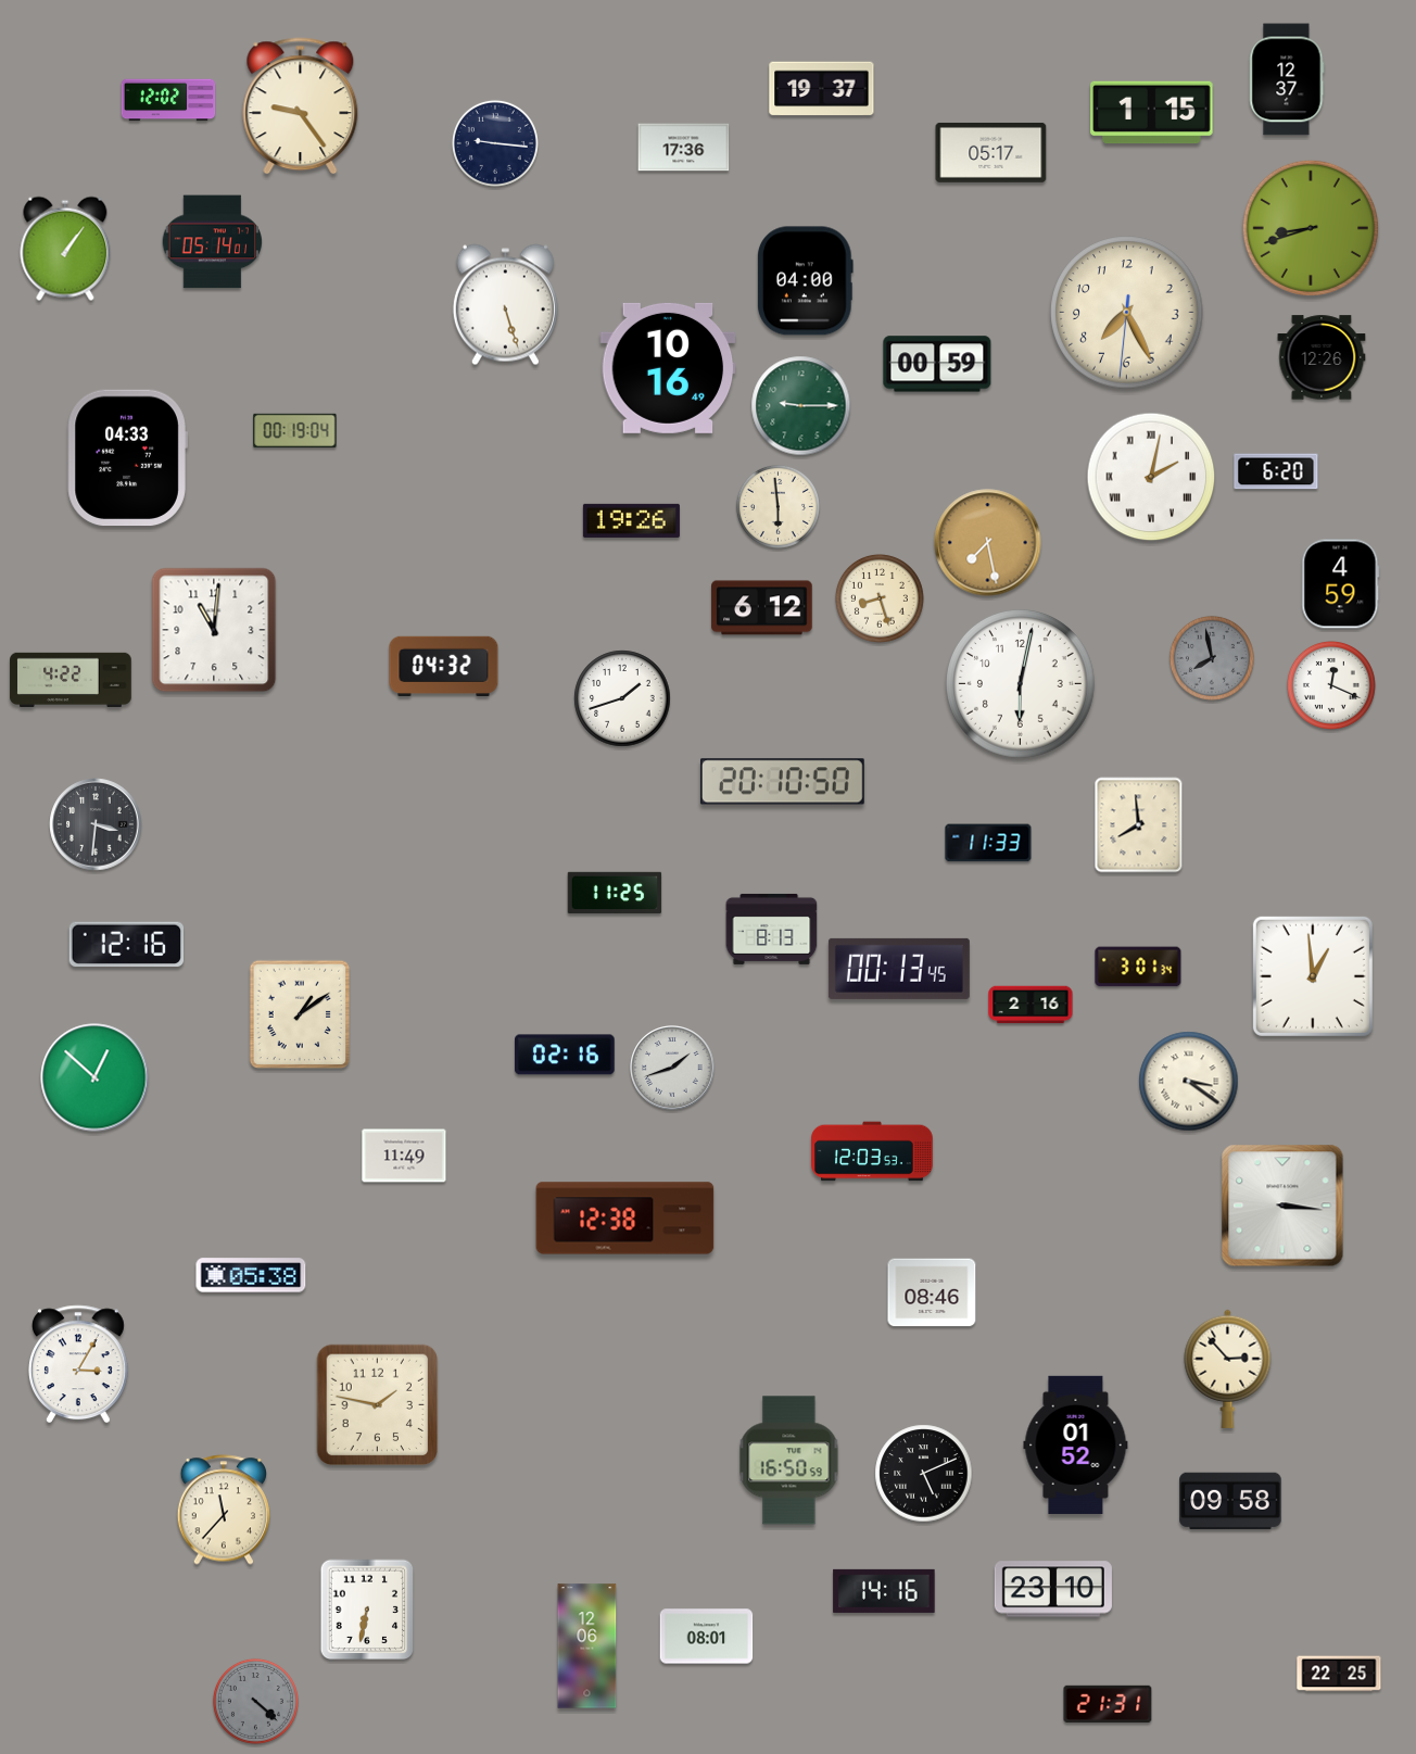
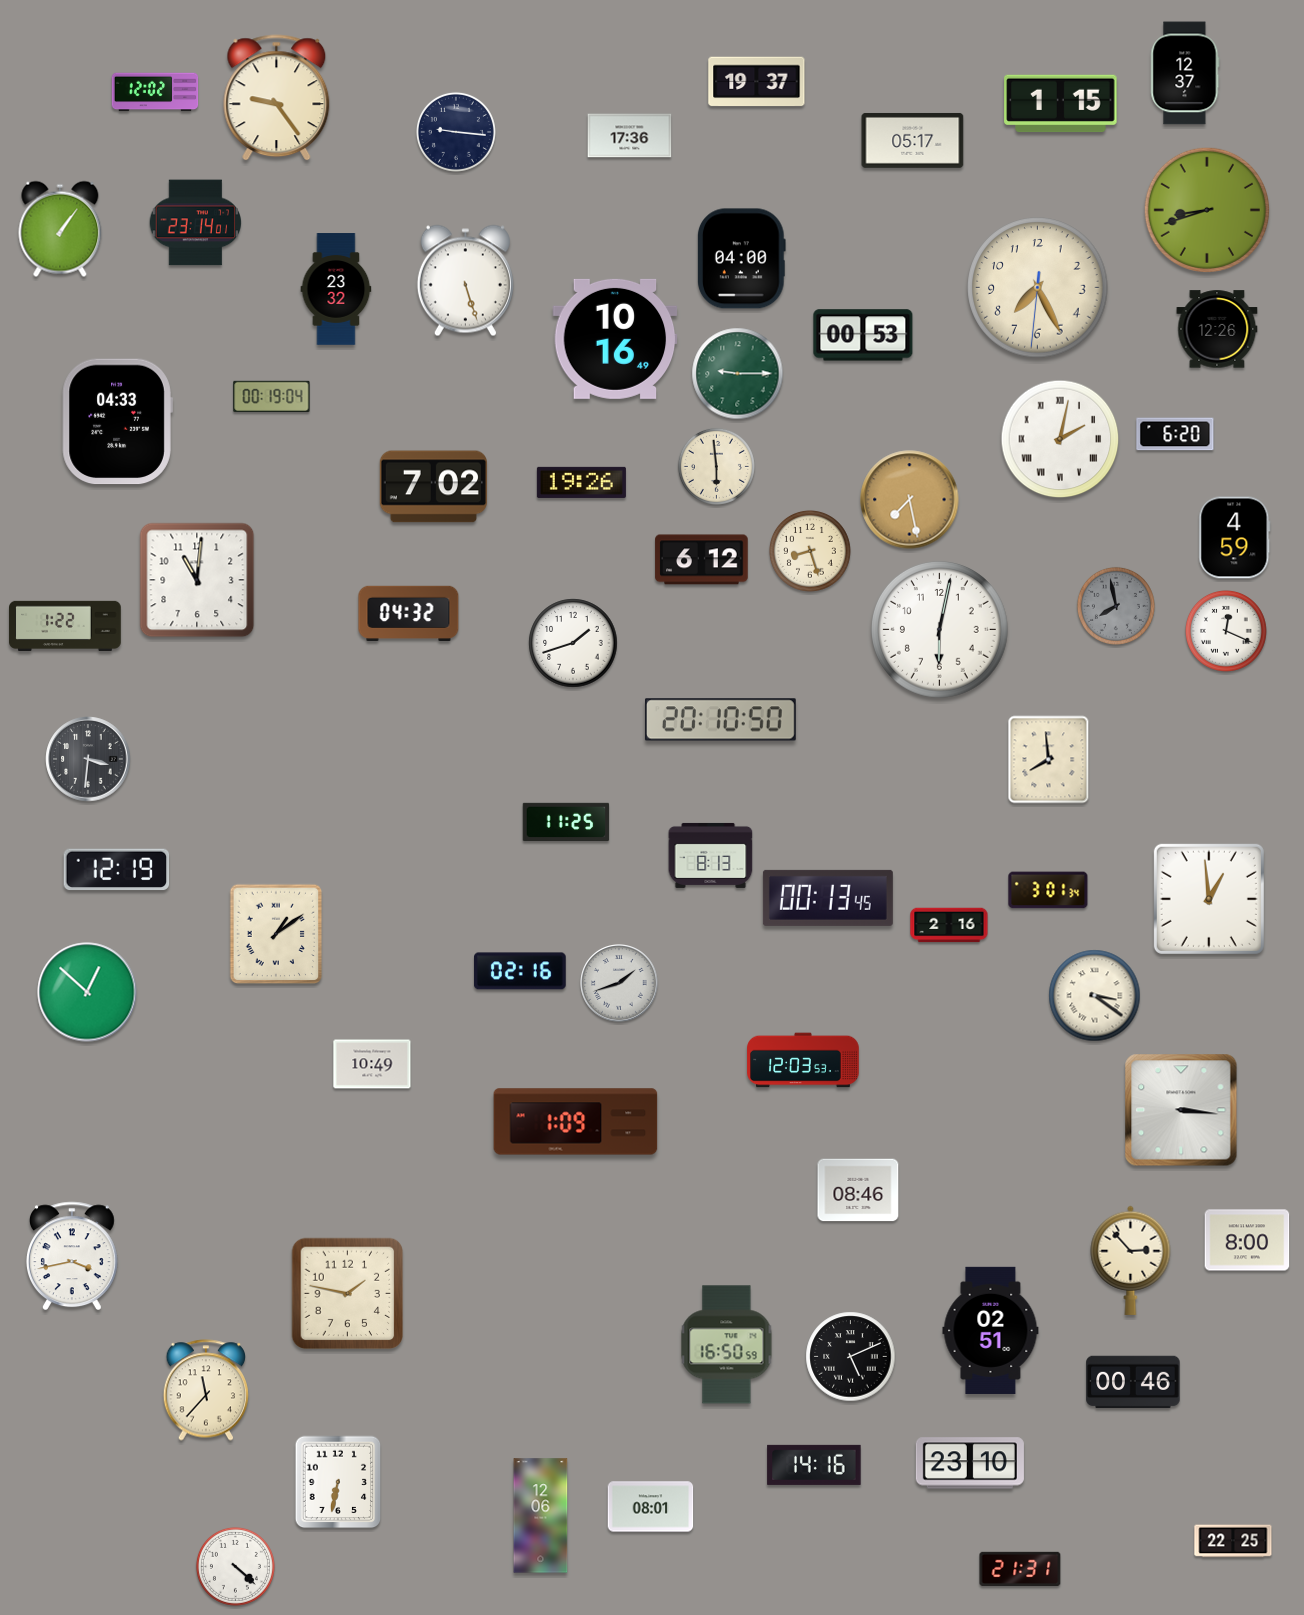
clock at (213, 242): 05:14 -> 23:14
clock at (336, 289): none -> 23:32
clock at (937, 364): 00:59 -> 00:53
clock at (631, 520) position: (631, 520) -> (581, 482)
clock at (433, 487): none -> 7:02
clock at (71, 679): 4:22 -> 1:22
clock at (988, 843): 11:33 -> none
clock at (127, 945): 12:16 -> 12:19
clock at (899, 969) position: (899, 969) -> (828, 898)
clock at (404, 1156): 11:49 -> 10:49
clock at (625, 1219): 12:38 -> 1:09
clock at (251, 1275): 05:38 -> none
clock at (1247, 1240): none -> 8:00
clock at (78, 1364): 3:05 -> 3:43
clock at (1076, 1444): 01:52 -> 02:51
clock at (1230, 1501): 09:58 -> 00:46
clock at (255, 1701) dial: grey -> white
